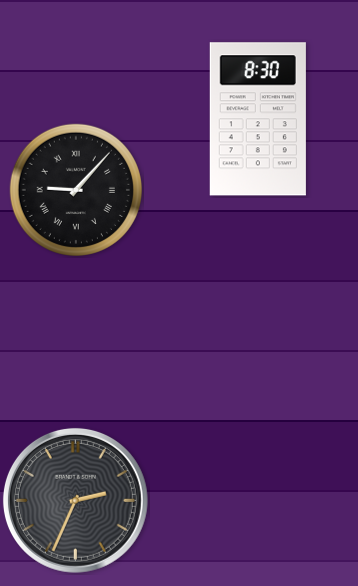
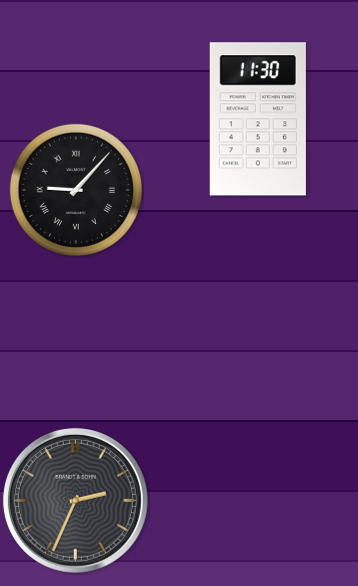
clock at (258, 119): 8:30 -> 11:30
